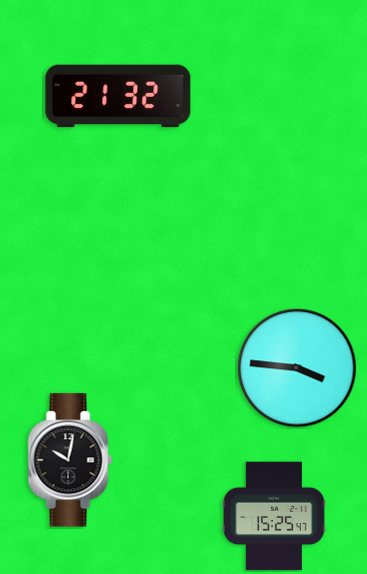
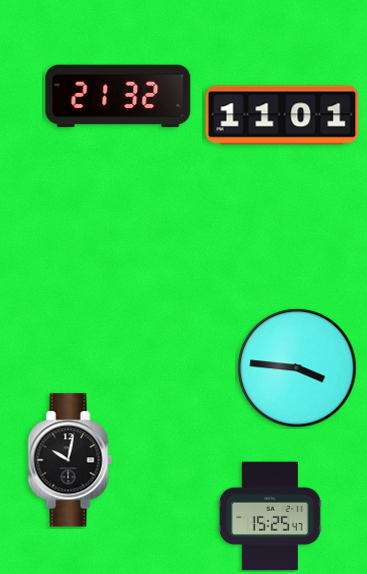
clock at (282, 115): none -> 11:01
clock at (275, 516) position: (275, 516) -> (271, 516)
